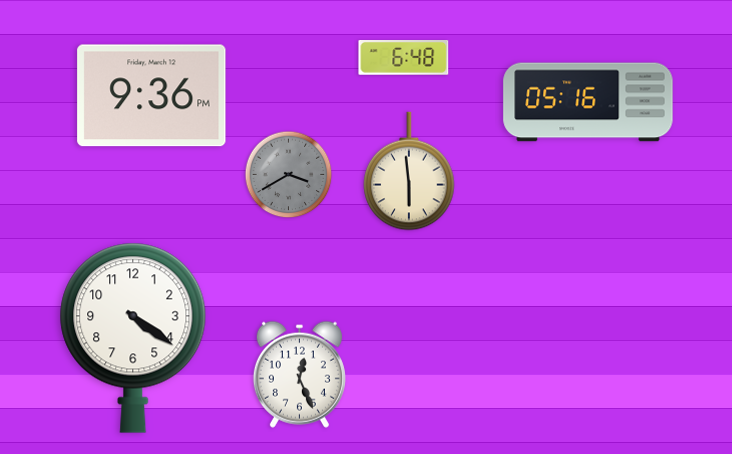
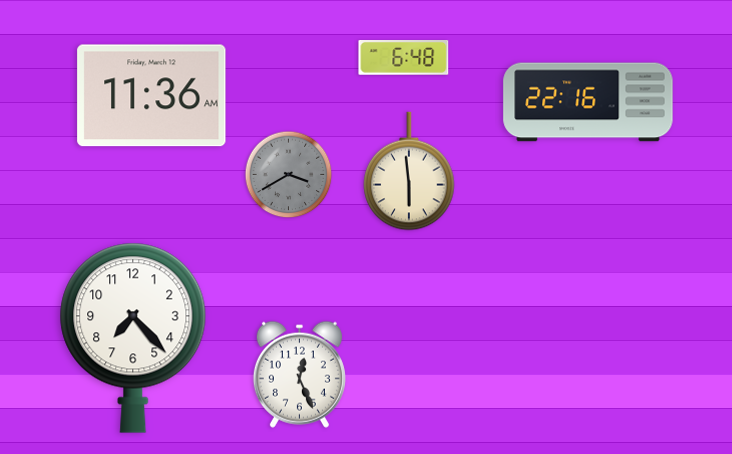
clock at (152, 96): 9:36 -> 11:36
clock at (588, 102): 05:16 -> 22:16
clock at (133, 338): 4:21 -> 7:23
